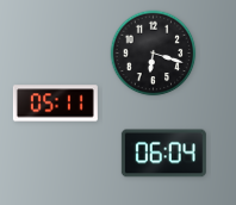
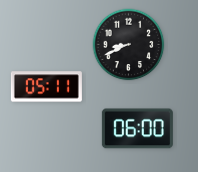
clock at (154, 54): 6:18 -> 8:41
clock at (163, 154): 06:04 -> 06:00
